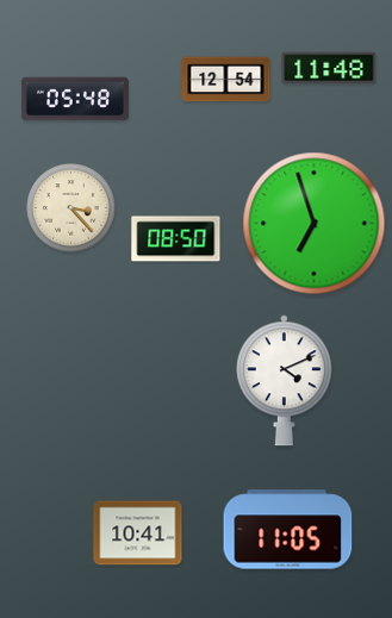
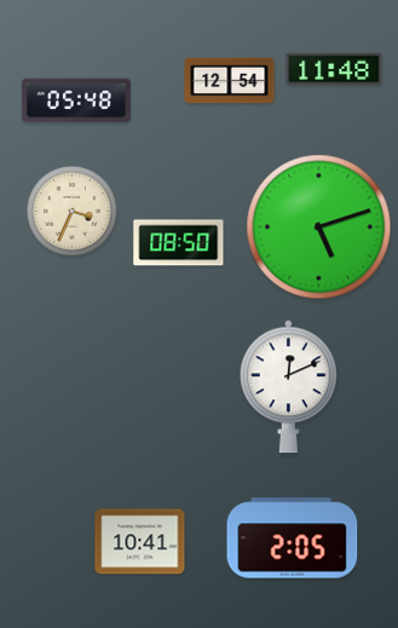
clock at (71, 208): 3:23 -> 3:34
clock at (315, 224): 6:57 -> 5:12
clock at (284, 381): 4:11 -> 12:11
clock at (288, 530): 11:05 -> 2:05
